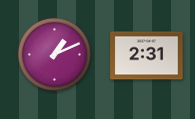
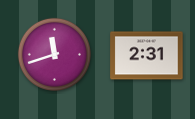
clock at (54, 54): 1:11 -> 11:42
